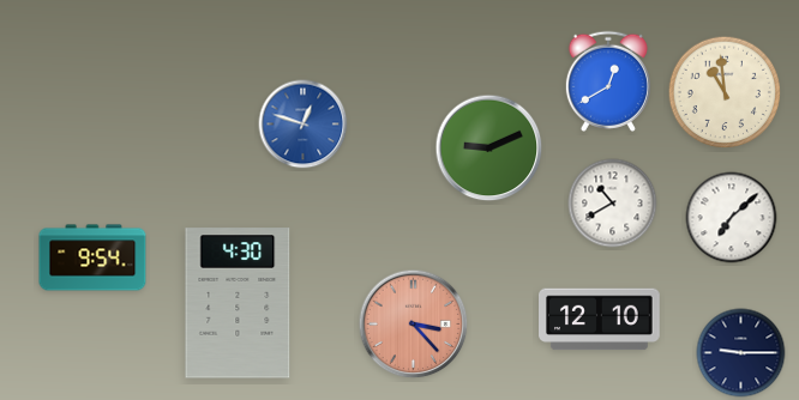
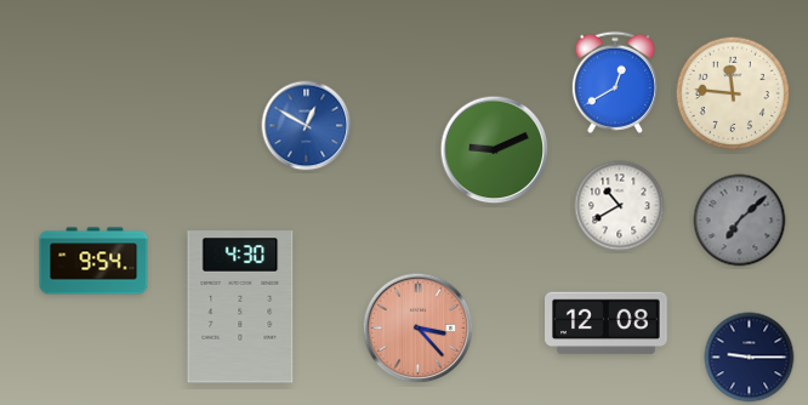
clock at (725, 92): 10:59 -> 11:46
clock at (304, 125): 12:48 -> 12:50
clock at (732, 218) dial: white -> grey
clock at (600, 320): 12:10 -> 12:08
